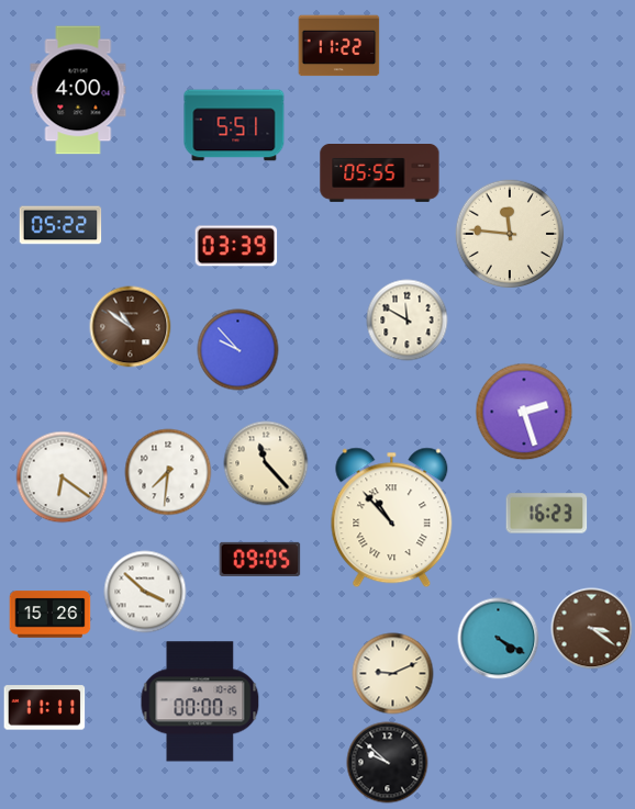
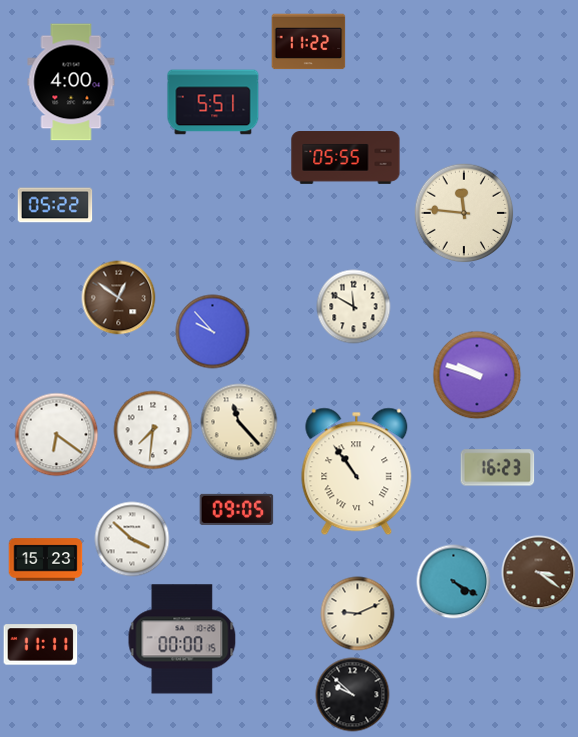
clock at (234, 125) position: (234, 125) -> (213, 102)
clock at (236, 246): 03:39 -> none
clock at (408, 321) position: (408, 321) -> (354, 307)
clock at (131, 327): 10:51 -> 12:51
clock at (238, 350) position: (238, 350) -> (213, 332)
clock at (524, 412): 2:27 -> 9:48
clock at (266, 463) position: (266, 463) -> (239, 422)
clock at (392, 518): 10:53 -> 10:54
clock at (51, 615): 15:26 -> 15:23
